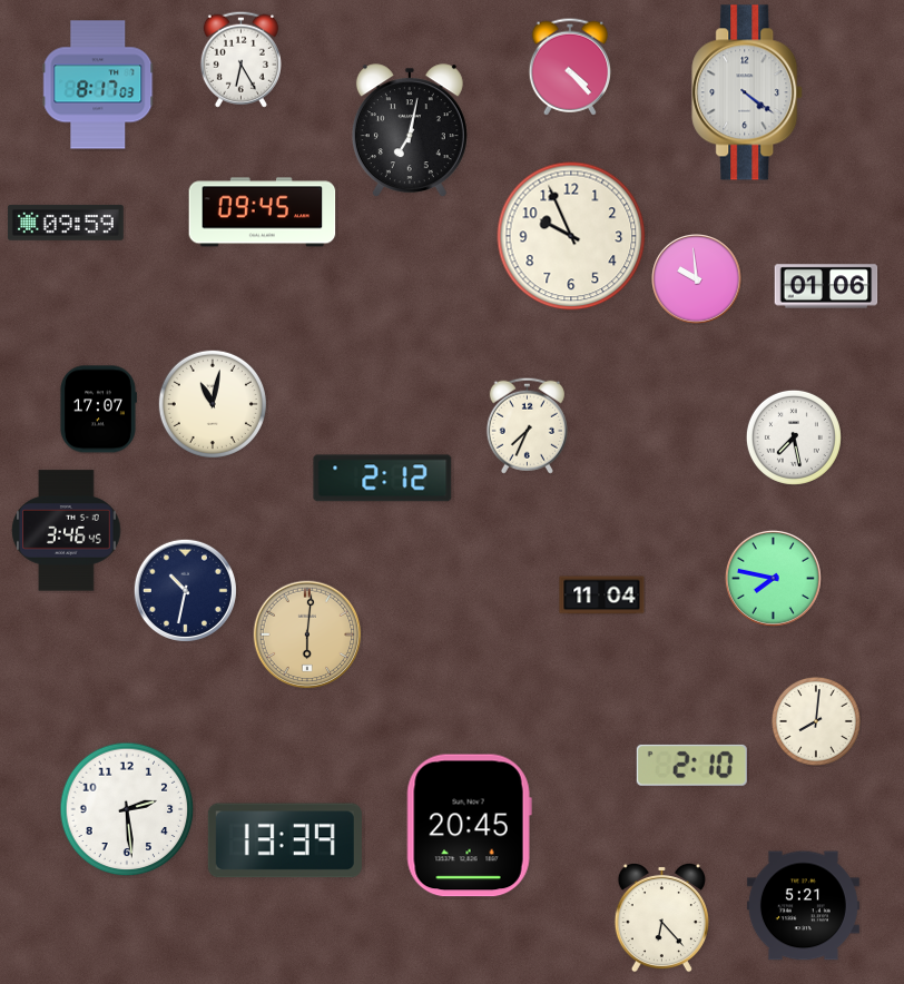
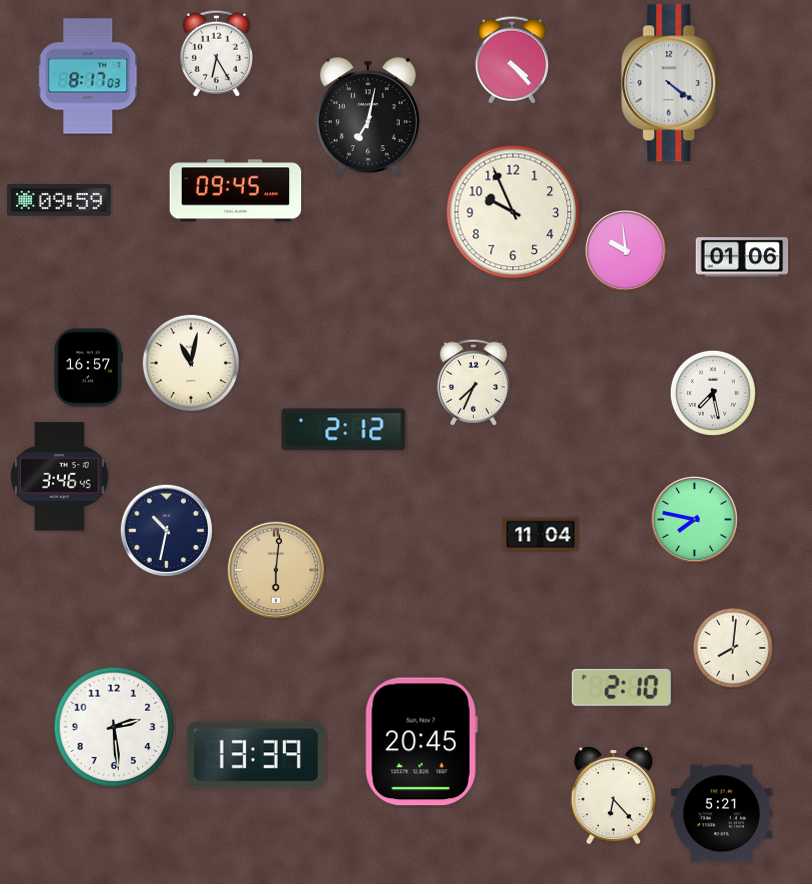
clock at (98, 410): 17:07 -> 16:57
clock at (661, 917) position: (661, 917) -> (613, 795)
